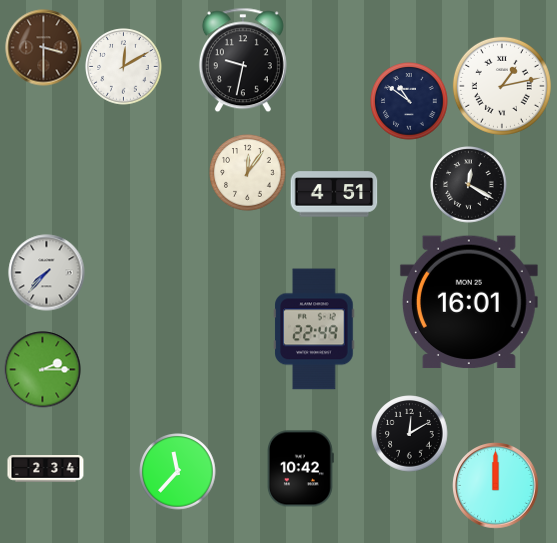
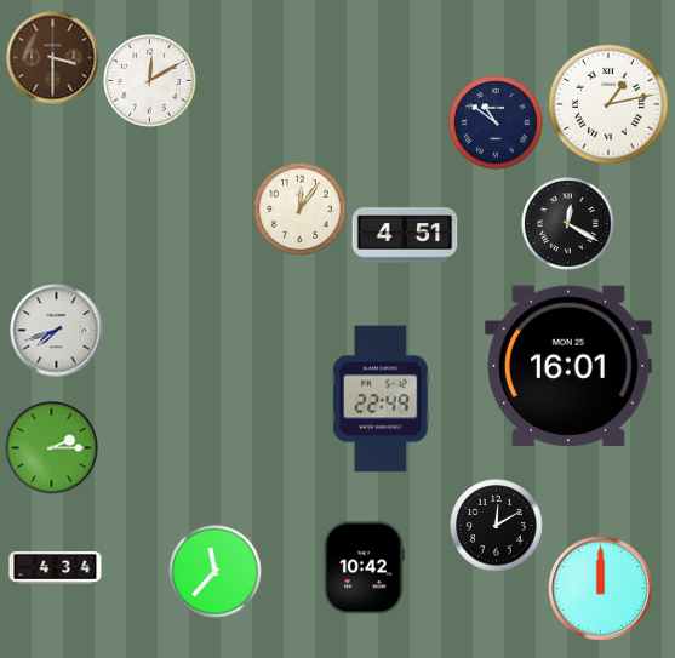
clock at (243, 60): 9:32 -> none
clock at (47, 273): 7:37 -> 7:42
clock at (46, 469): 2:34 -> 4:34
